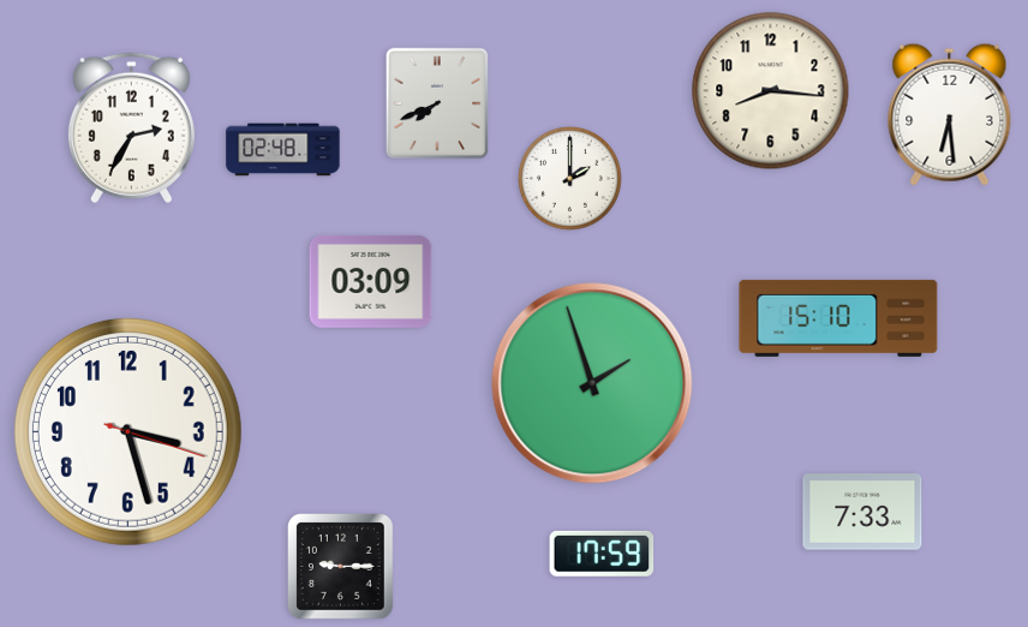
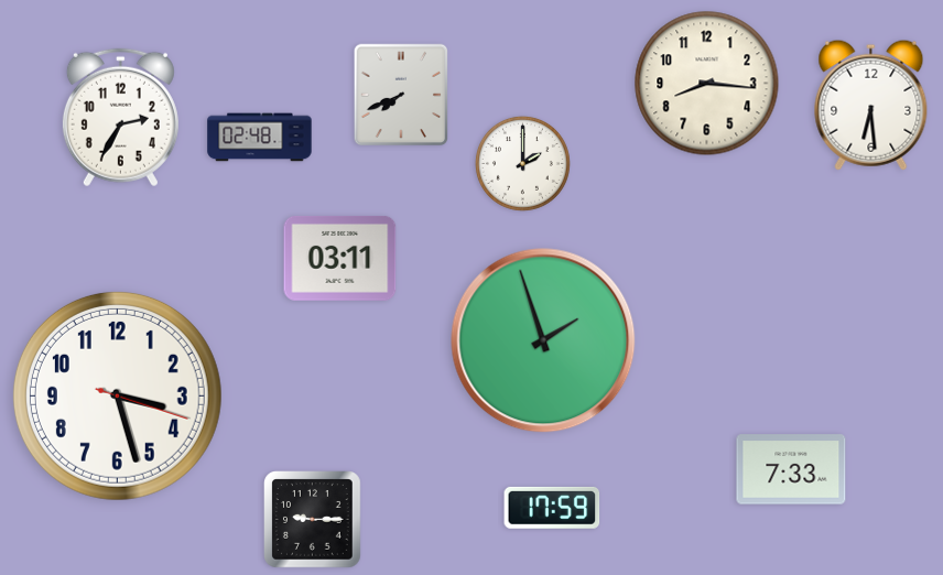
clock at (371, 281): 03:09 -> 03:11
clock at (838, 318): 15:10 -> none
clock at (592, 383) position: (592, 383) -> (543, 340)
